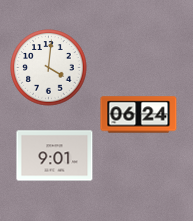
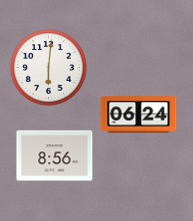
clock at (49, 68): 4:01 -> 6:01
clock at (55, 156): 9:01 -> 8:56
